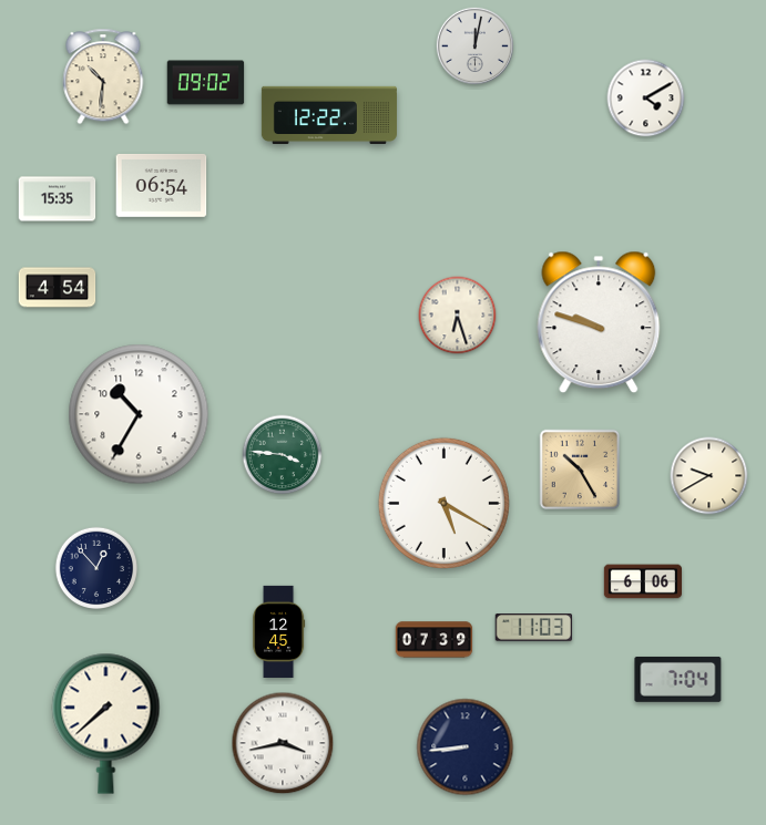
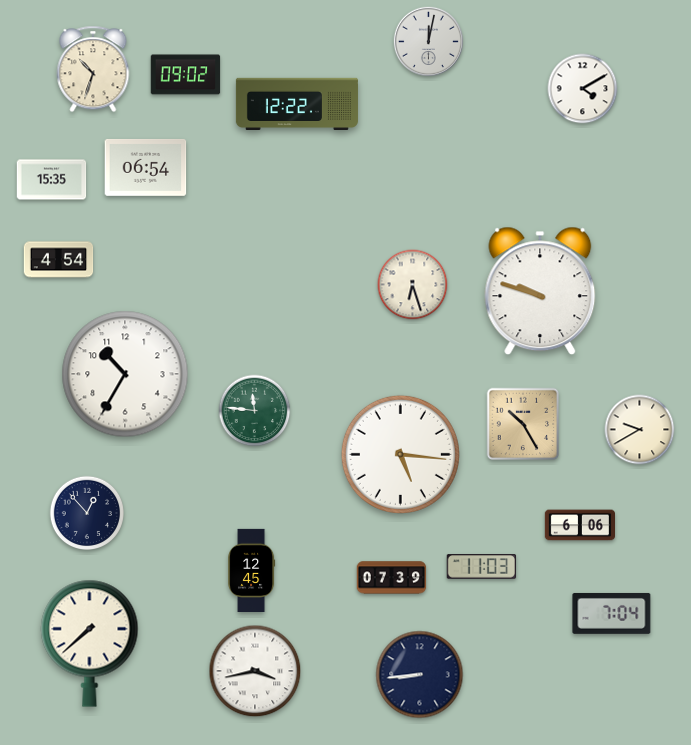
clock at (103, 76): 10:31 -> 10:33
clock at (58, 288) position: (58, 288) -> (59, 260)
clock at (283, 455): 3:46 -> 11:46
clock at (443, 503): 5:20 -> 5:16
clock at (106, 723) position: (106, 723) -> (90, 643)
